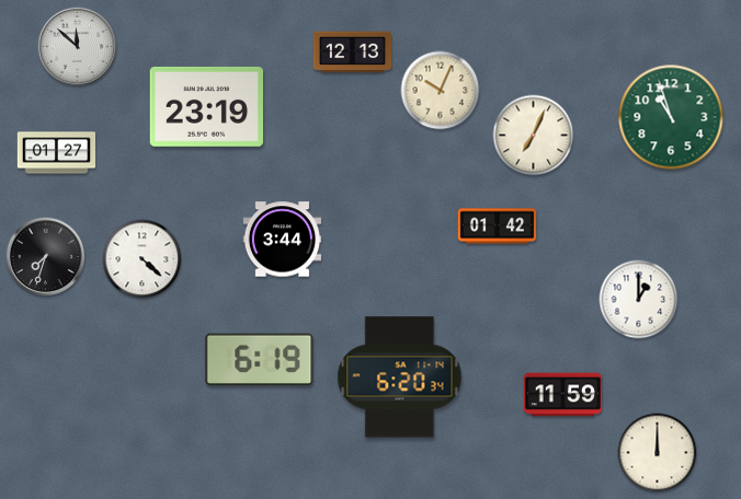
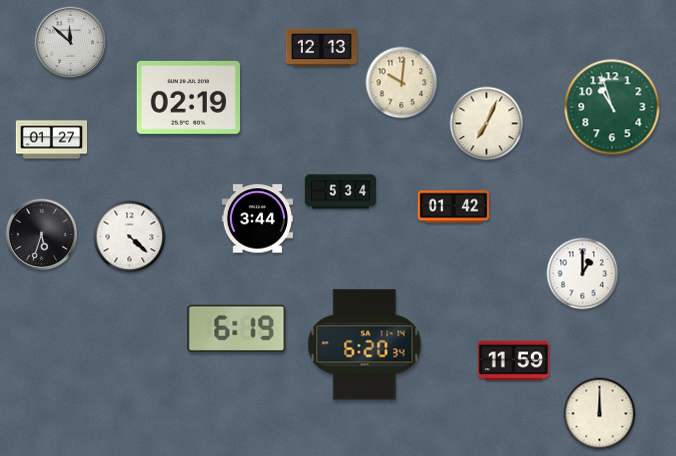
clock at (441, 91): 10:04 -> 10:01
clock at (206, 106): 23:19 -> 02:19
clock at (341, 192): none -> 5:34
clock at (46, 257): 7:33 -> 5:33
